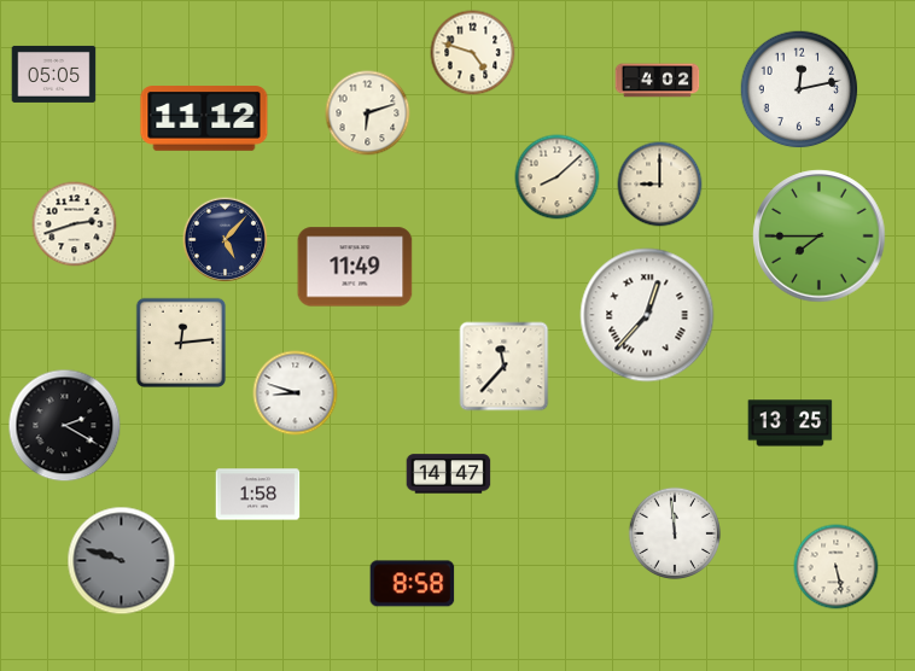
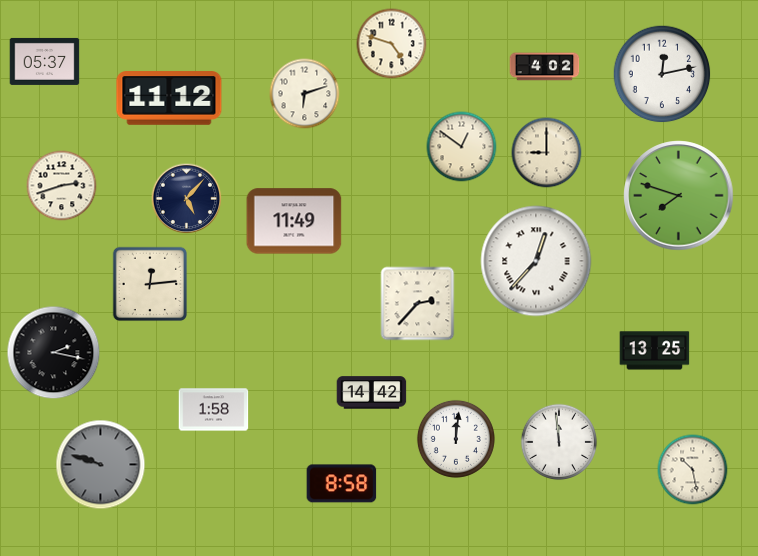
clock at (54, 74): 05:05 -> 05:37
clock at (558, 177): 8:08 -> 12:51
clock at (820, 237): 7:45 -> 7:48
clock at (505, 367): 11:37 -> 2:37
clock at (296, 393): 8:48 -> none
clock at (65, 426): 2:20 -> 2:17
clock at (449, 474): 14:47 -> 14:42
clock at (456, 439): none -> 12:01
clock at (837, 567): 5:28 -> 10:28
